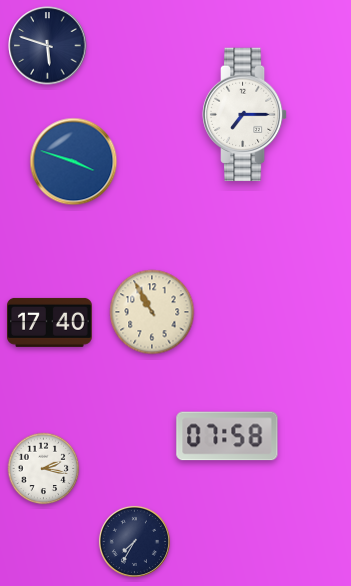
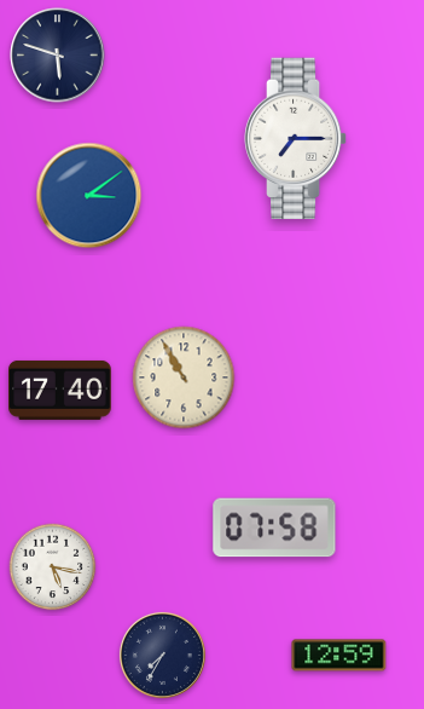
clock at (74, 162): 3:48 -> 3:09
clock at (44, 469): 2:17 -> 5:17
clock at (339, 656): none -> 12:59
